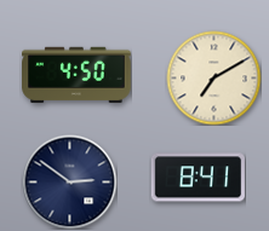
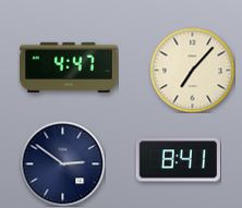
clock at (78, 75): 4:50 -> 4:47
clock at (213, 77): 7:10 -> 7:07
